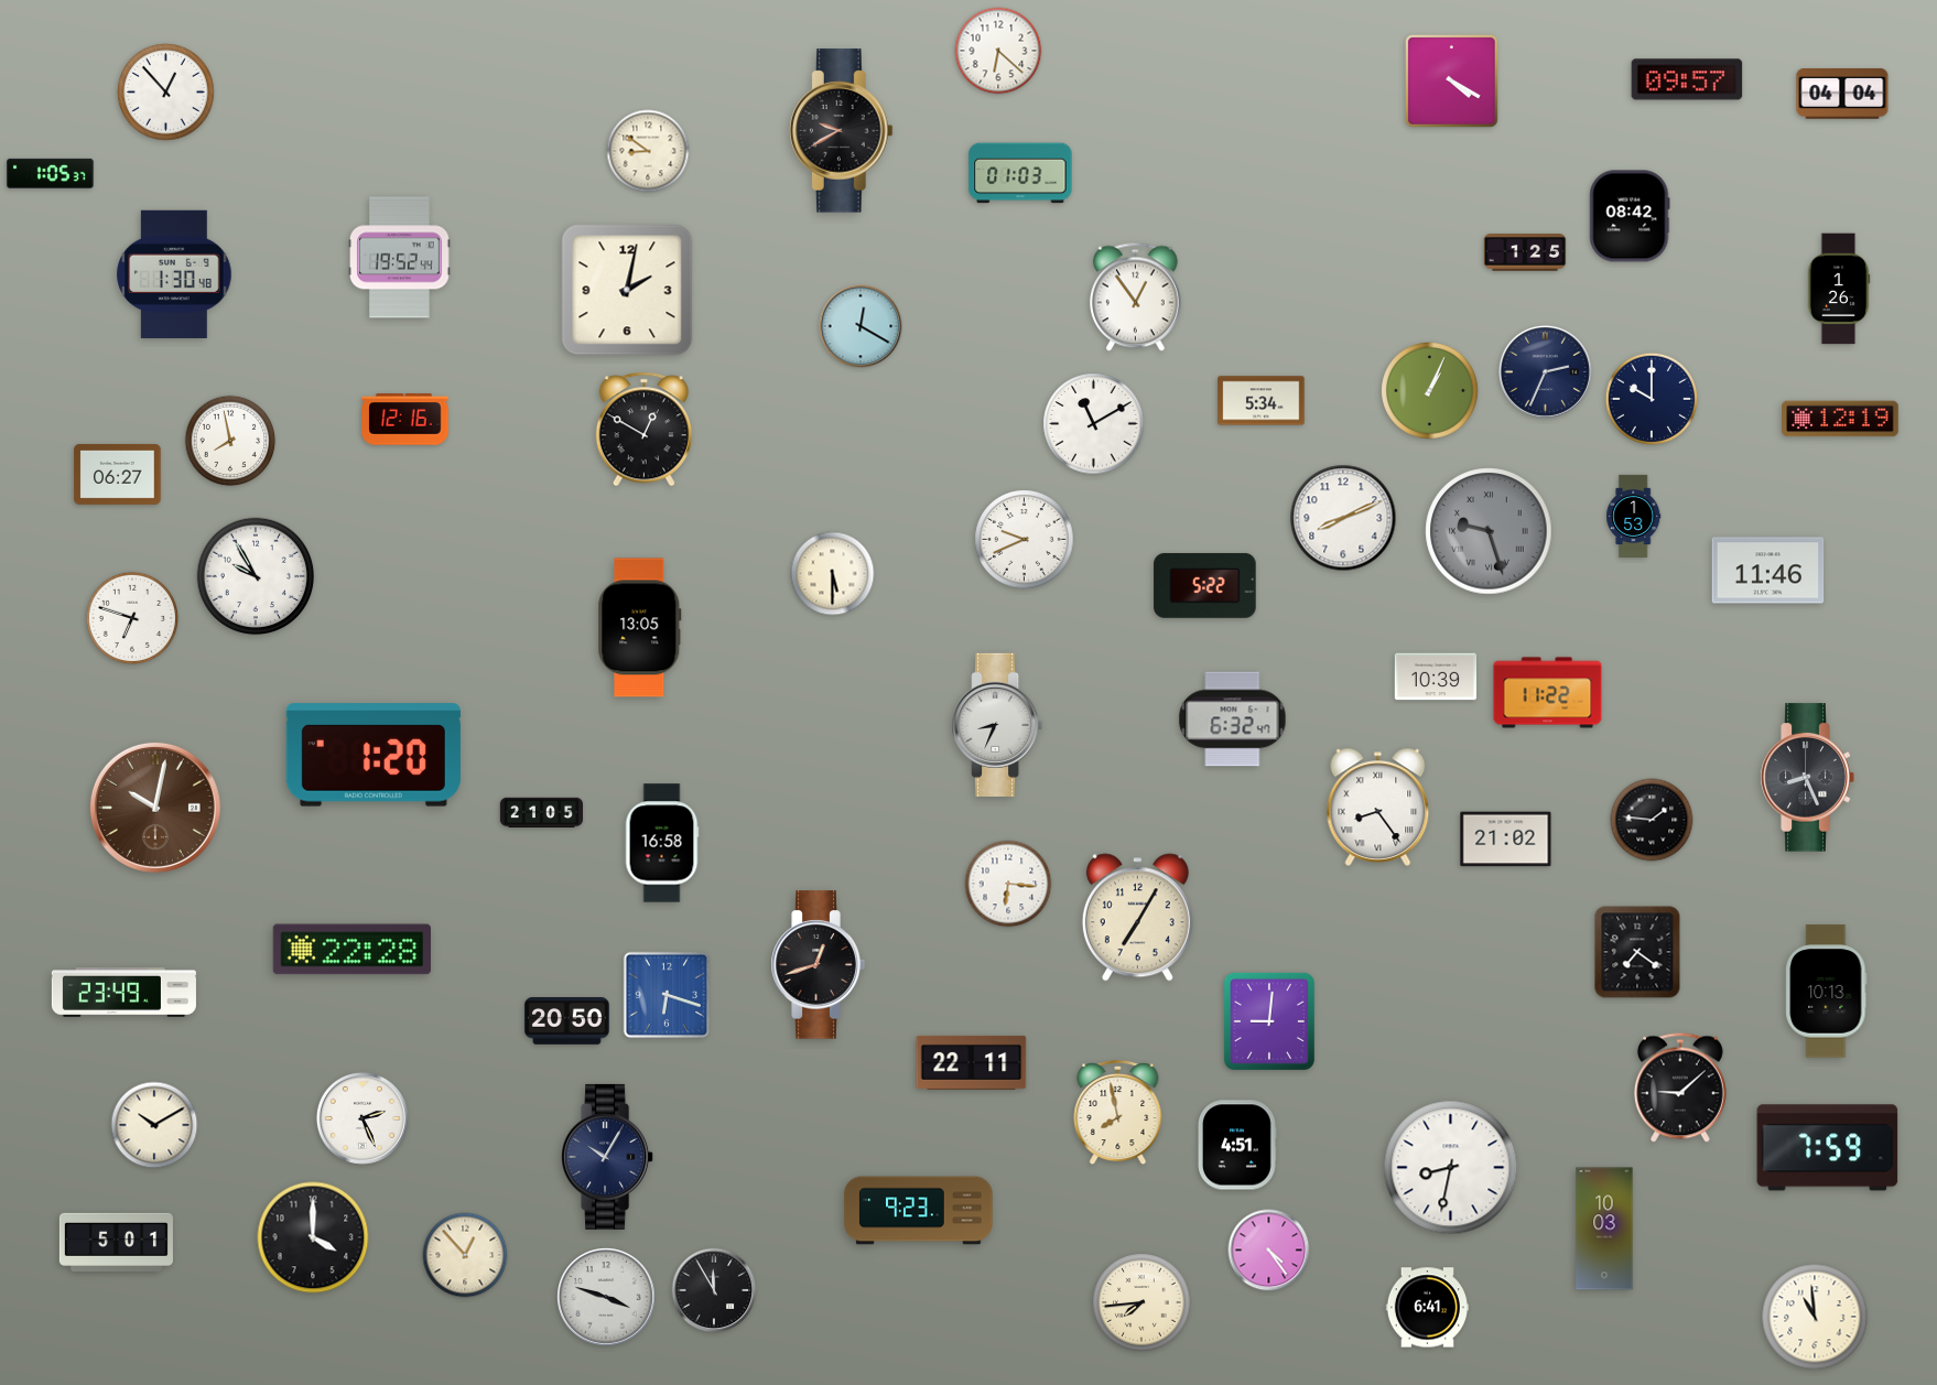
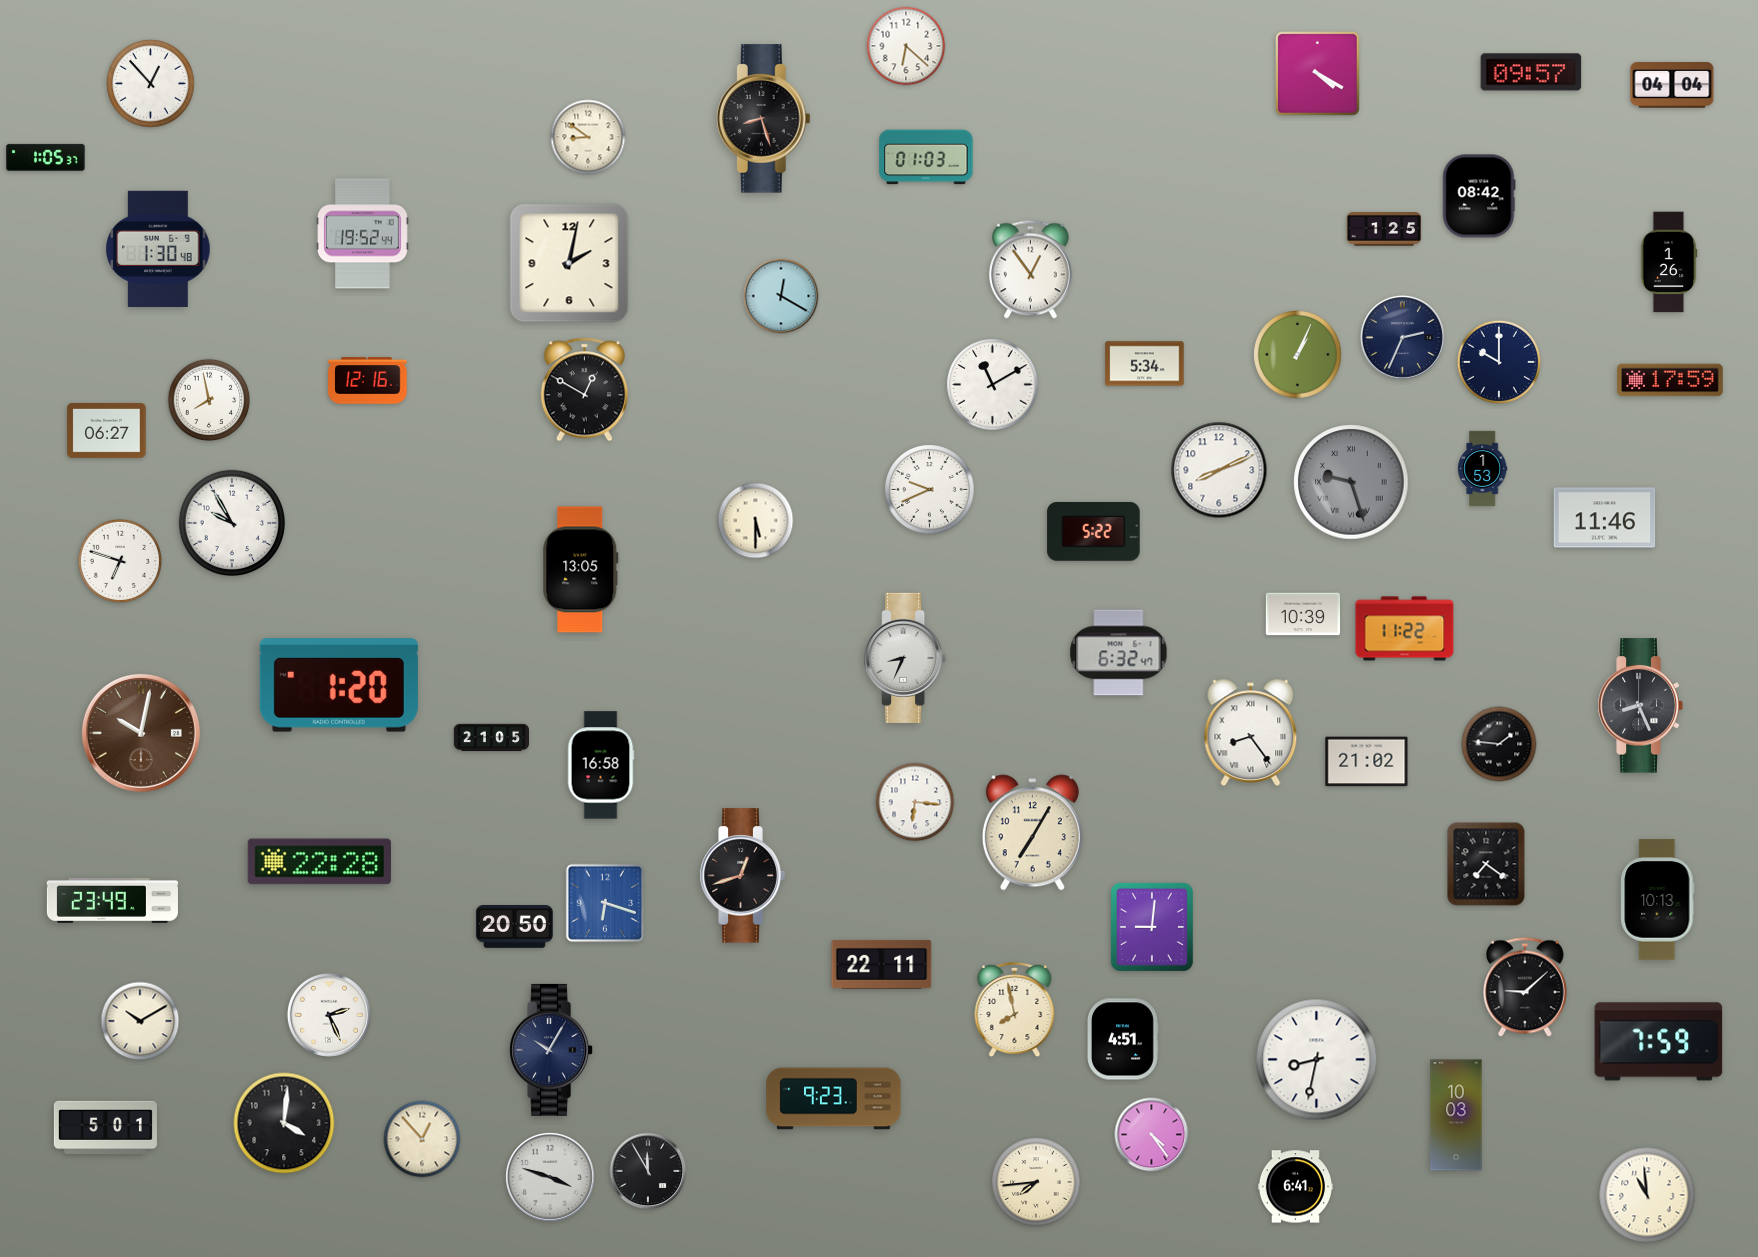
clock at (841, 131): 9:40 -> 8:27
clock at (1840, 419): 12:19 -> 17:59
clock at (313, 1237): 4:00 -> 4:01
